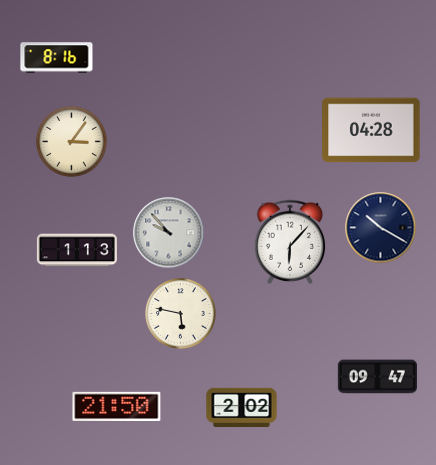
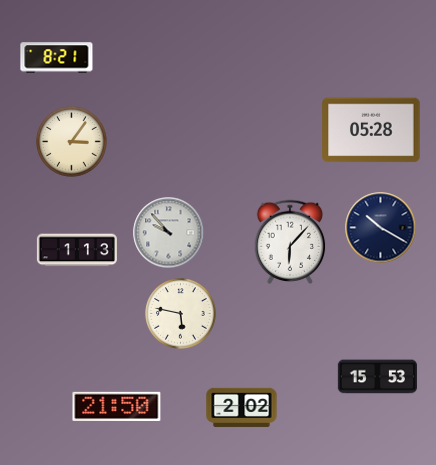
clock at (57, 58): 8:16 -> 8:21
clock at (371, 130): 04:28 -> 05:28
clock at (377, 377): 09:47 -> 15:53
